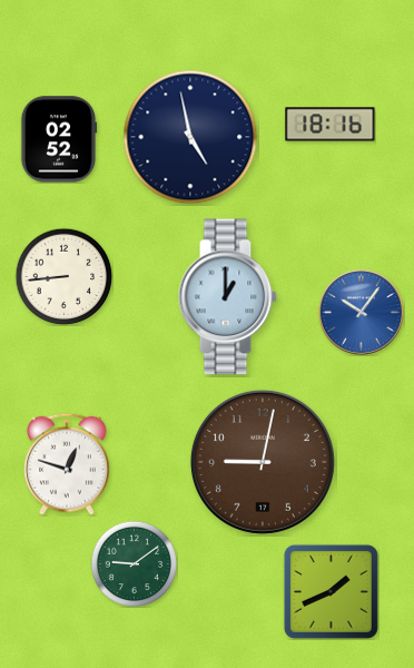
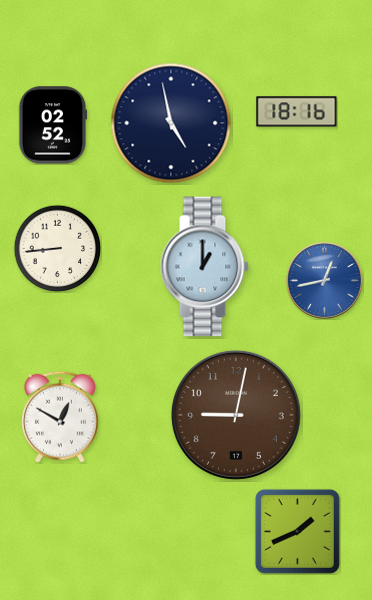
clock at (361, 312): 10:06 -> 12:43
clock at (67, 464): 12:48 -> 12:50
clock at (134, 563): 9:09 -> none
